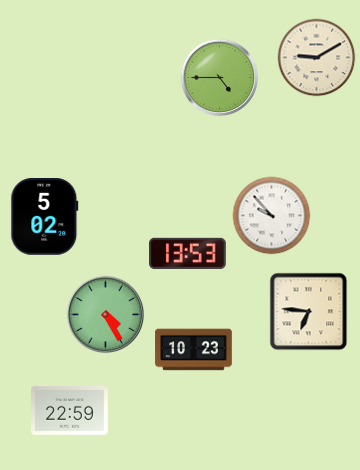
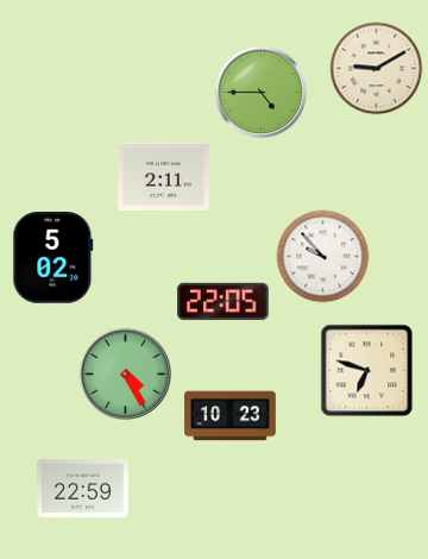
clock at (164, 176): none -> 2:11
clock at (188, 253): 13:53 -> 22:05
clock at (308, 311): 6:46 -> 6:48
